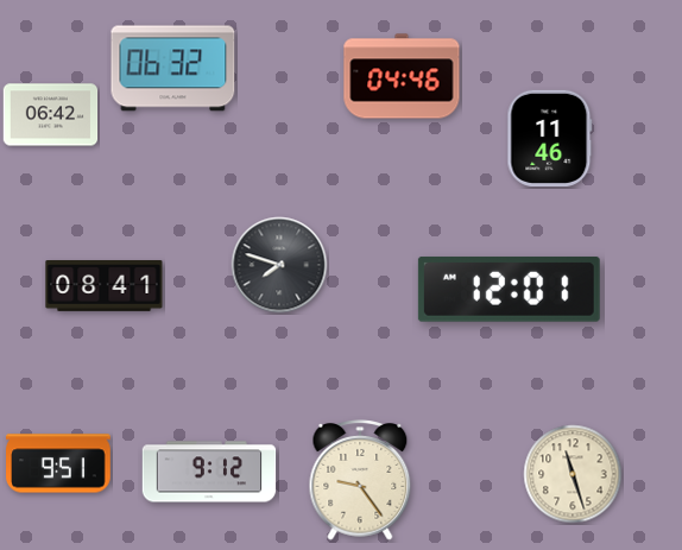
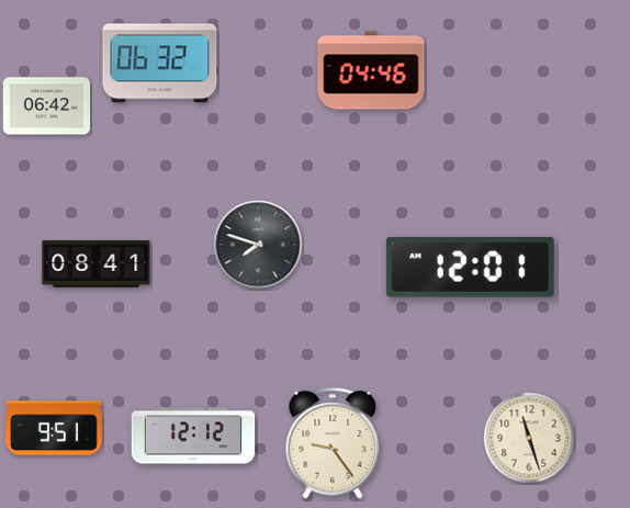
clock at (550, 138): 11:46 -> none
clock at (209, 472): 9:12 -> 12:12
